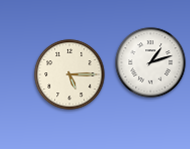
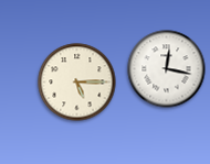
clock at (151, 63): 1:12 -> 12:17
